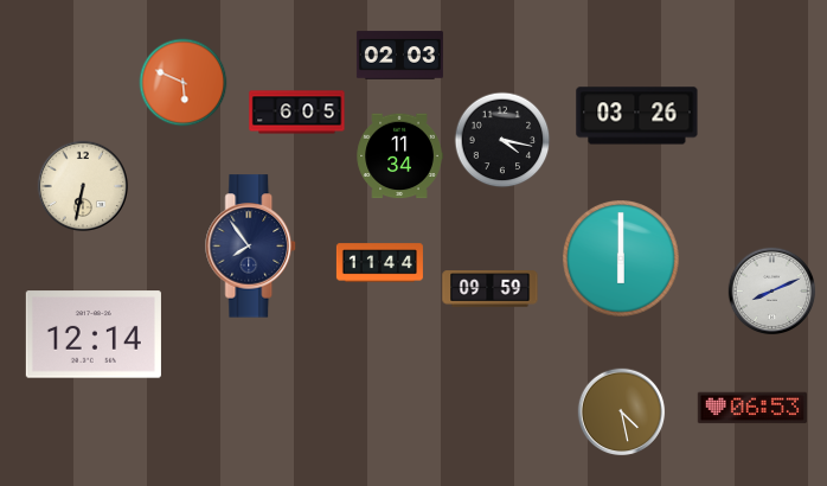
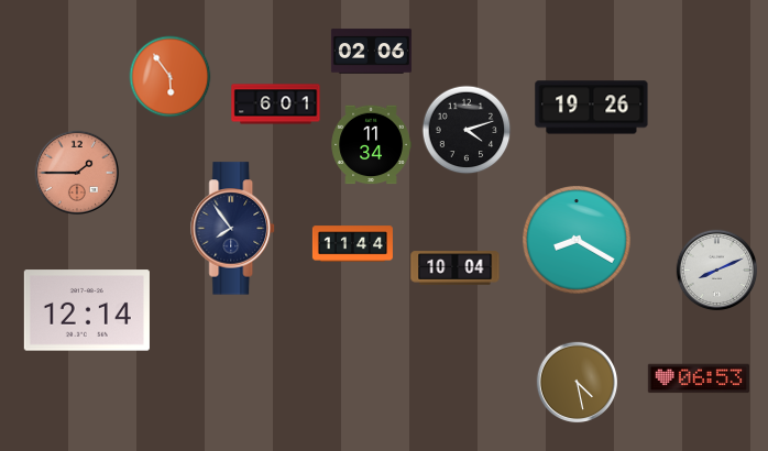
clock at (399, 56): 02:03 -> 02:06
clock at (184, 83): 5:49 -> 5:54
clock at (297, 113): 6:05 -> 6:01
clock at (637, 116): 03:26 -> 19:26
clock at (502, 140): 4:17 -> 4:12
clock at (83, 185): 6:32 -> 1:45
clock at (83, 185) dial: cream -> salmon
clock at (622, 260): 6:00 -> 8:20
clock at (491, 289): 09:59 -> 10:04
